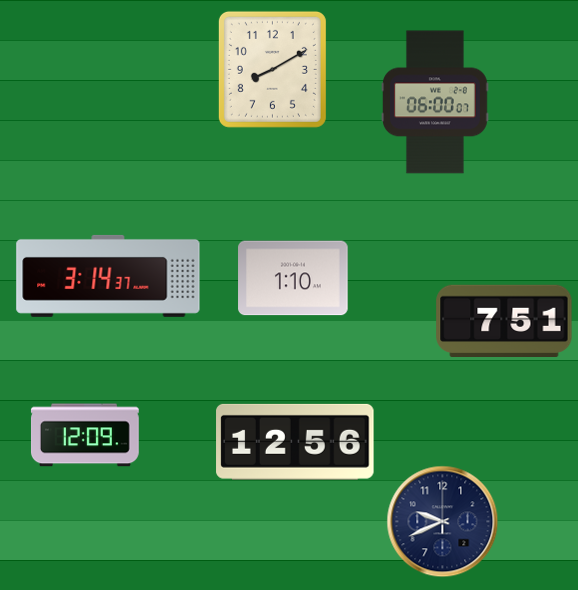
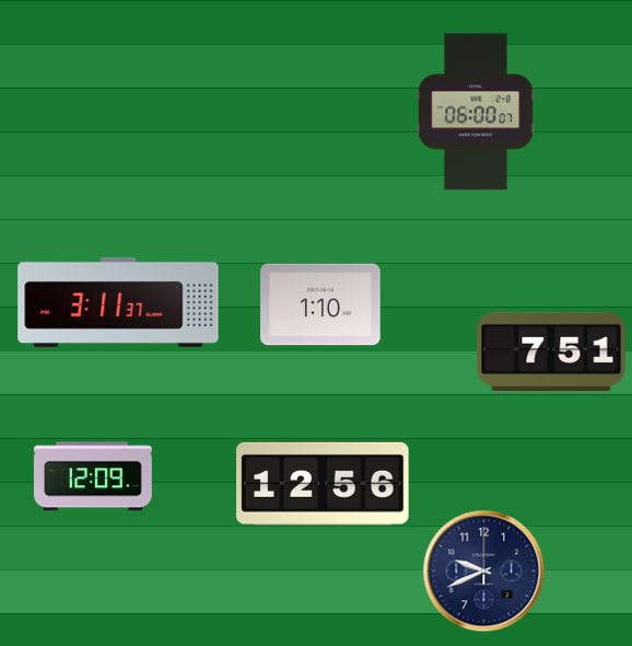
clock at (272, 69): 8:10 -> none
clock at (108, 276): 3:14 -> 3:11
